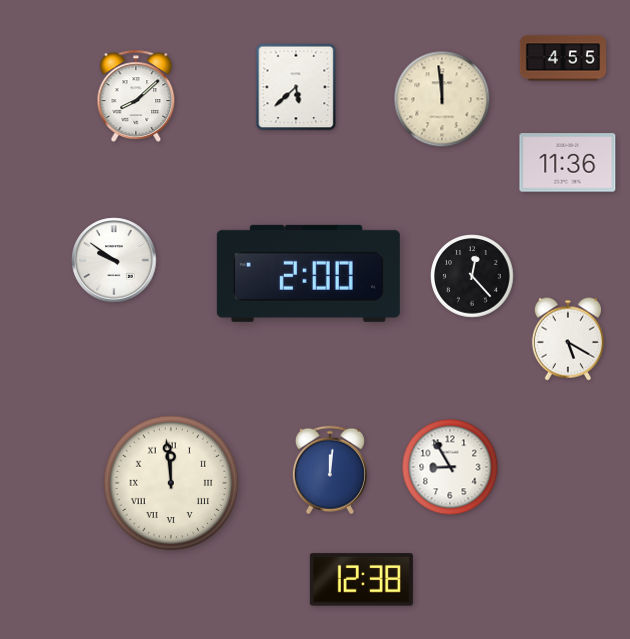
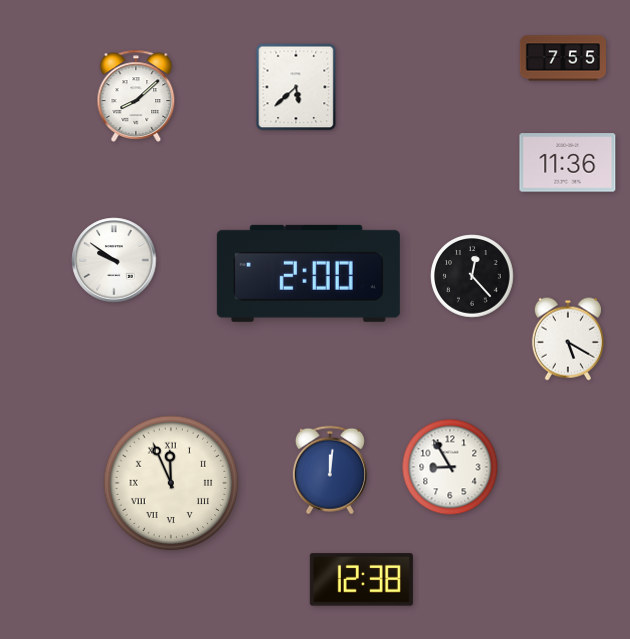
clock at (562, 58): 4:55 -> 7:55
clock at (442, 99): 11:59 -> none
clock at (171, 483): 11:59 -> 11:56
